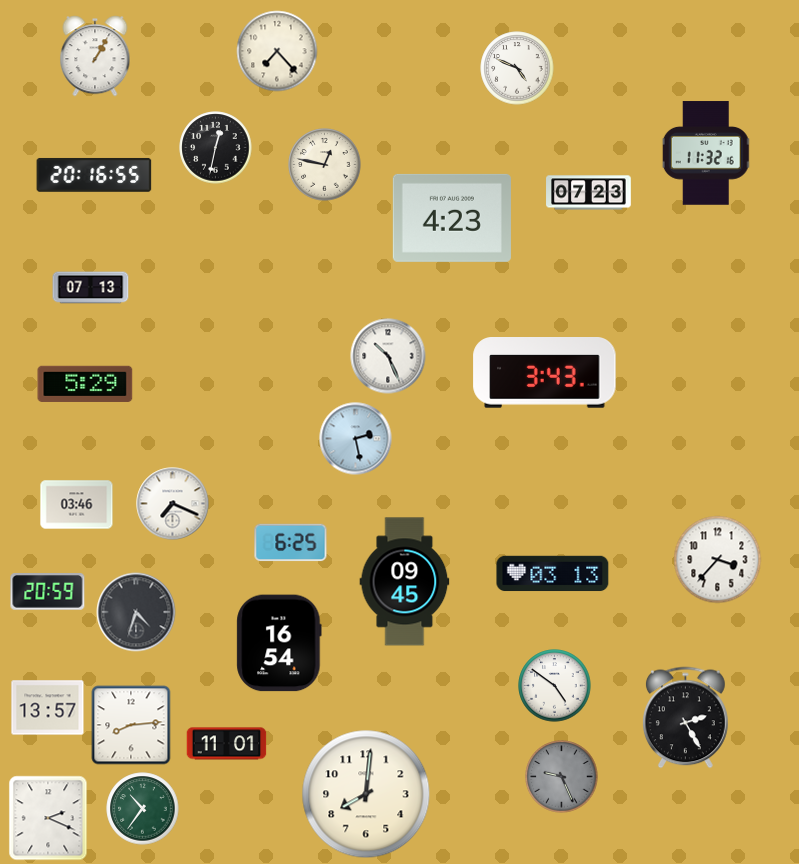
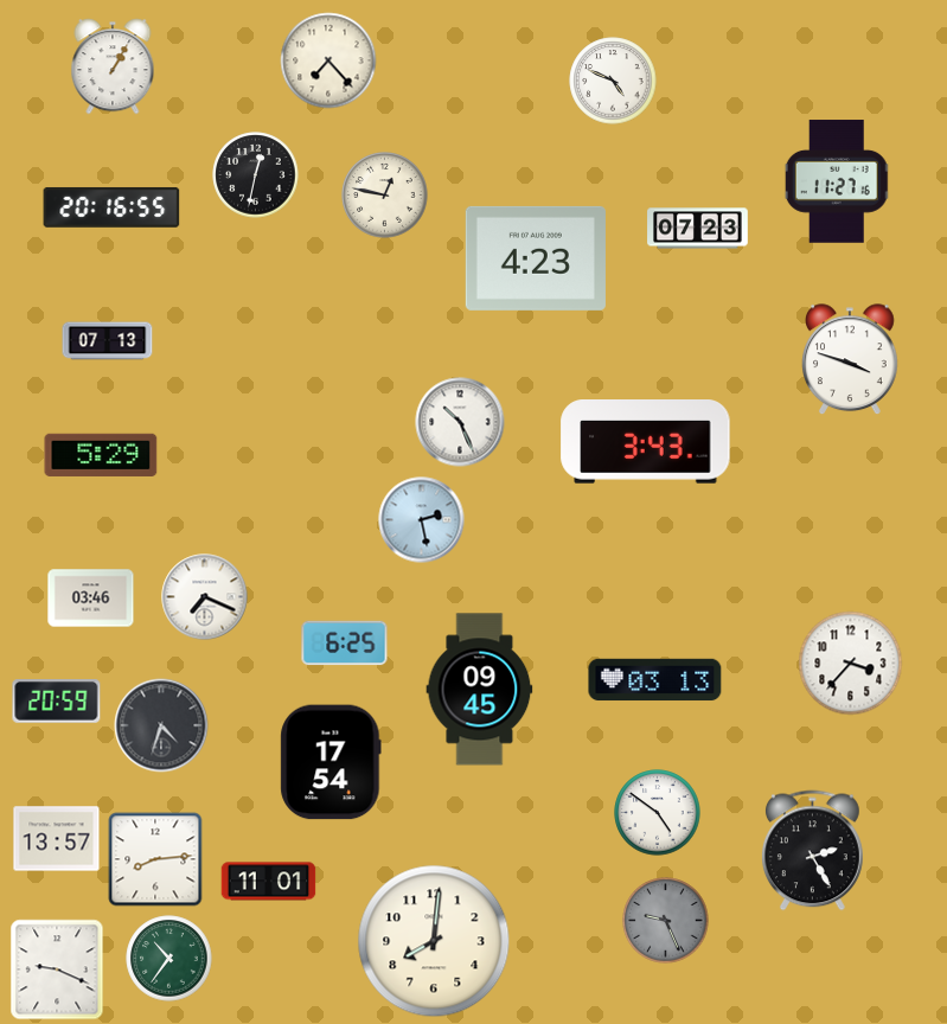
clock at (706, 153): 11:32 -> 11:27
clock at (851, 360): none -> 3:48
clock at (279, 643): 16:54 -> 17:54
clock at (48, 818): 2:19 -> 9:19
